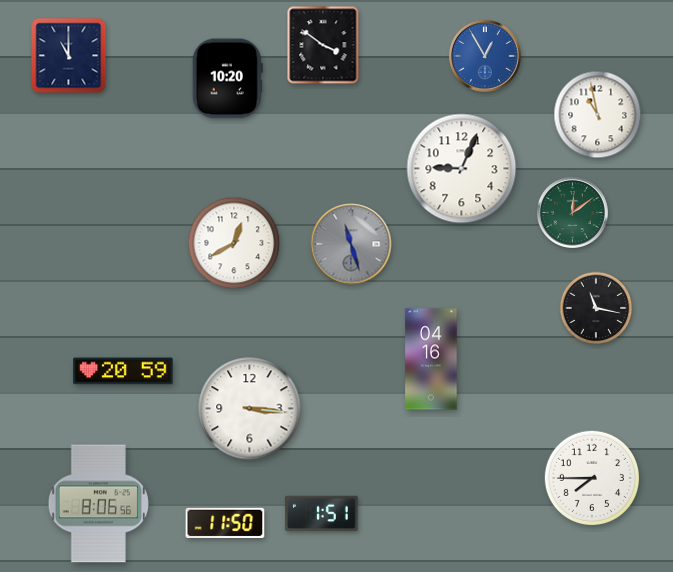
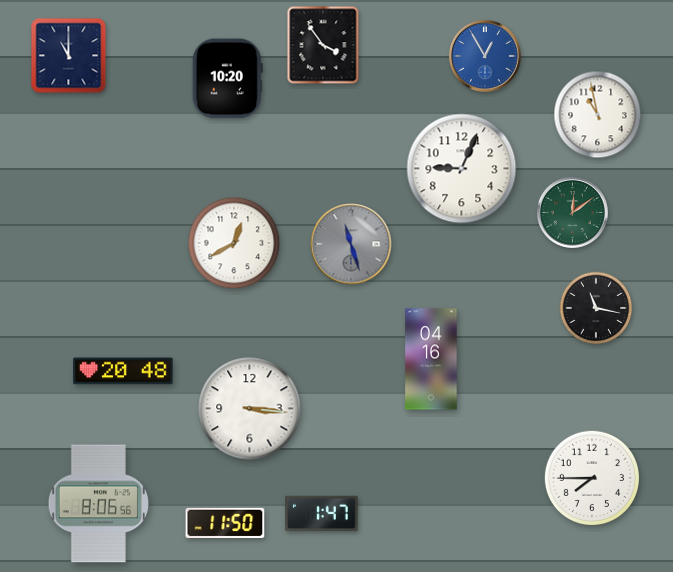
clock at (323, 45): 3:51 -> 3:54
clock at (123, 371): 20:59 -> 20:48
clock at (322, 513): 1:51 -> 1:47
